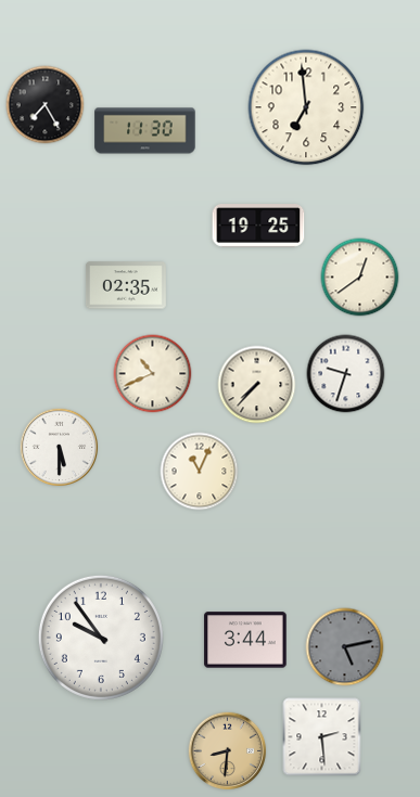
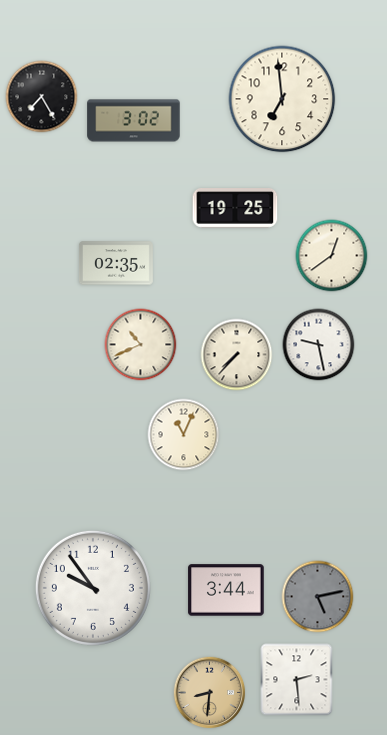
clock at (145, 131): 11:30 -> 3:02
clock at (258, 226) position: (258, 226) -> (235, 208)
clock at (346, 374): 9:33 -> 9:28
clock at (60, 448): 5:30 -> none
